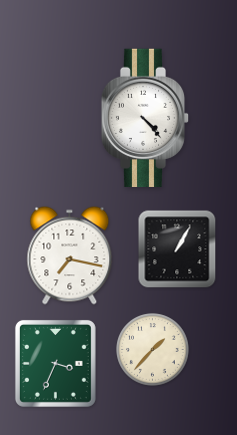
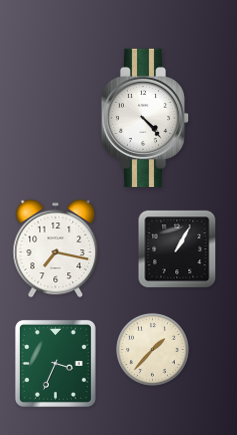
clock at (70, 256) position: (70, 256) -> (56, 249)
